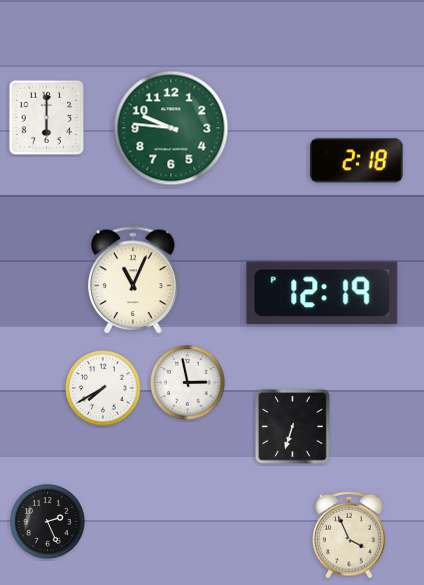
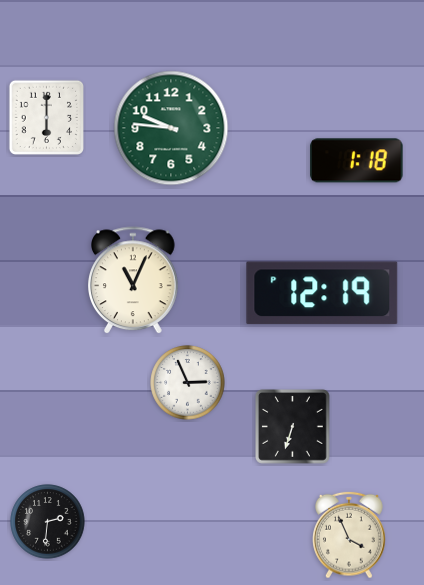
clock at (357, 161): 2:18 -> 1:18
clock at (188, 383): 2:58 -> 2:56
clock at (103, 388): 7:40 -> none
clock at (48, 522): 2:26 -> 2:31
